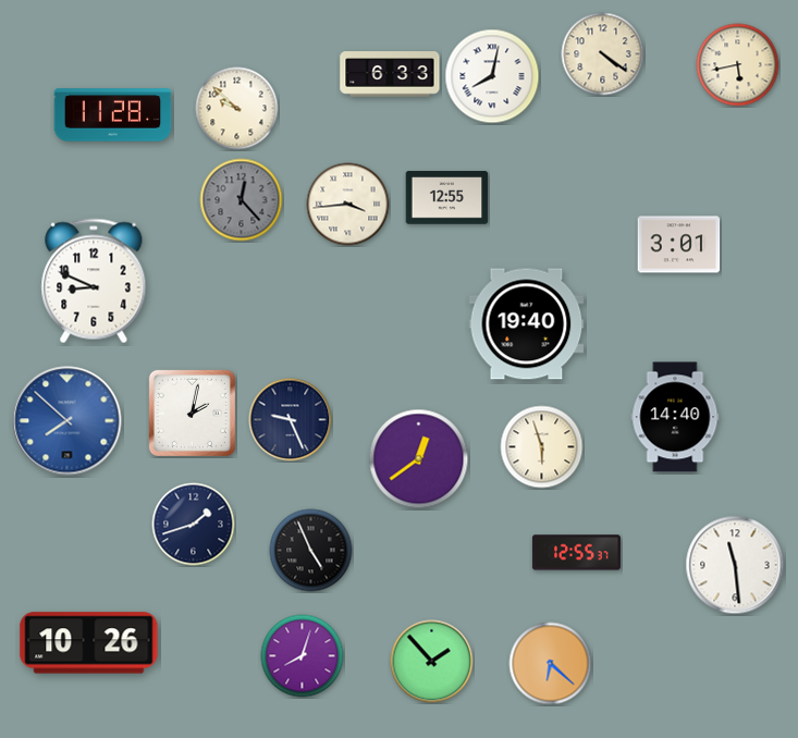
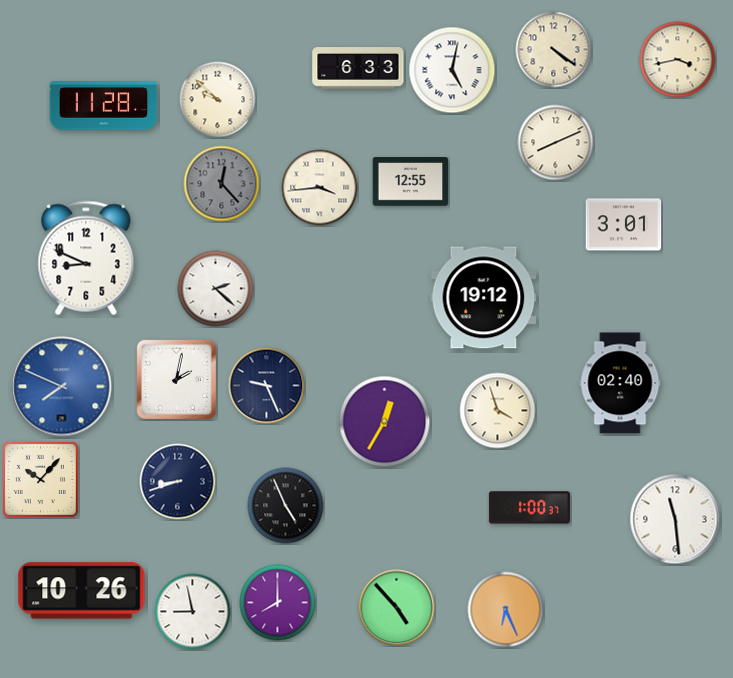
clock at (738, 65): 5:43 -> 3:43
clock at (492, 76): 8:02 -> 5:02
clock at (556, 143): none -> 8:11
clock at (216, 289): none -> 2:22
clock at (527, 324): 19:40 -> 19:12
clock at (675, 417): 14:40 -> 02:40
clock at (67, 421): 7:52 -> 7:49
clock at (542, 447): 5:57 -> 3:57
clock at (419, 459): 12:39 -> 12:35
clock at (40, 479): none -> 10:07
clock at (194, 525): 1:42 -> 8:42
clock at (576, 553): 12:55 -> 1:00
clock at (303, 656): 8:03 -> 8:00
clock at (432, 662): 1:53 -> 4:53
clock at (551, 664): 6:22 -> 6:26
clock at (193, 612): none -> 8:58
